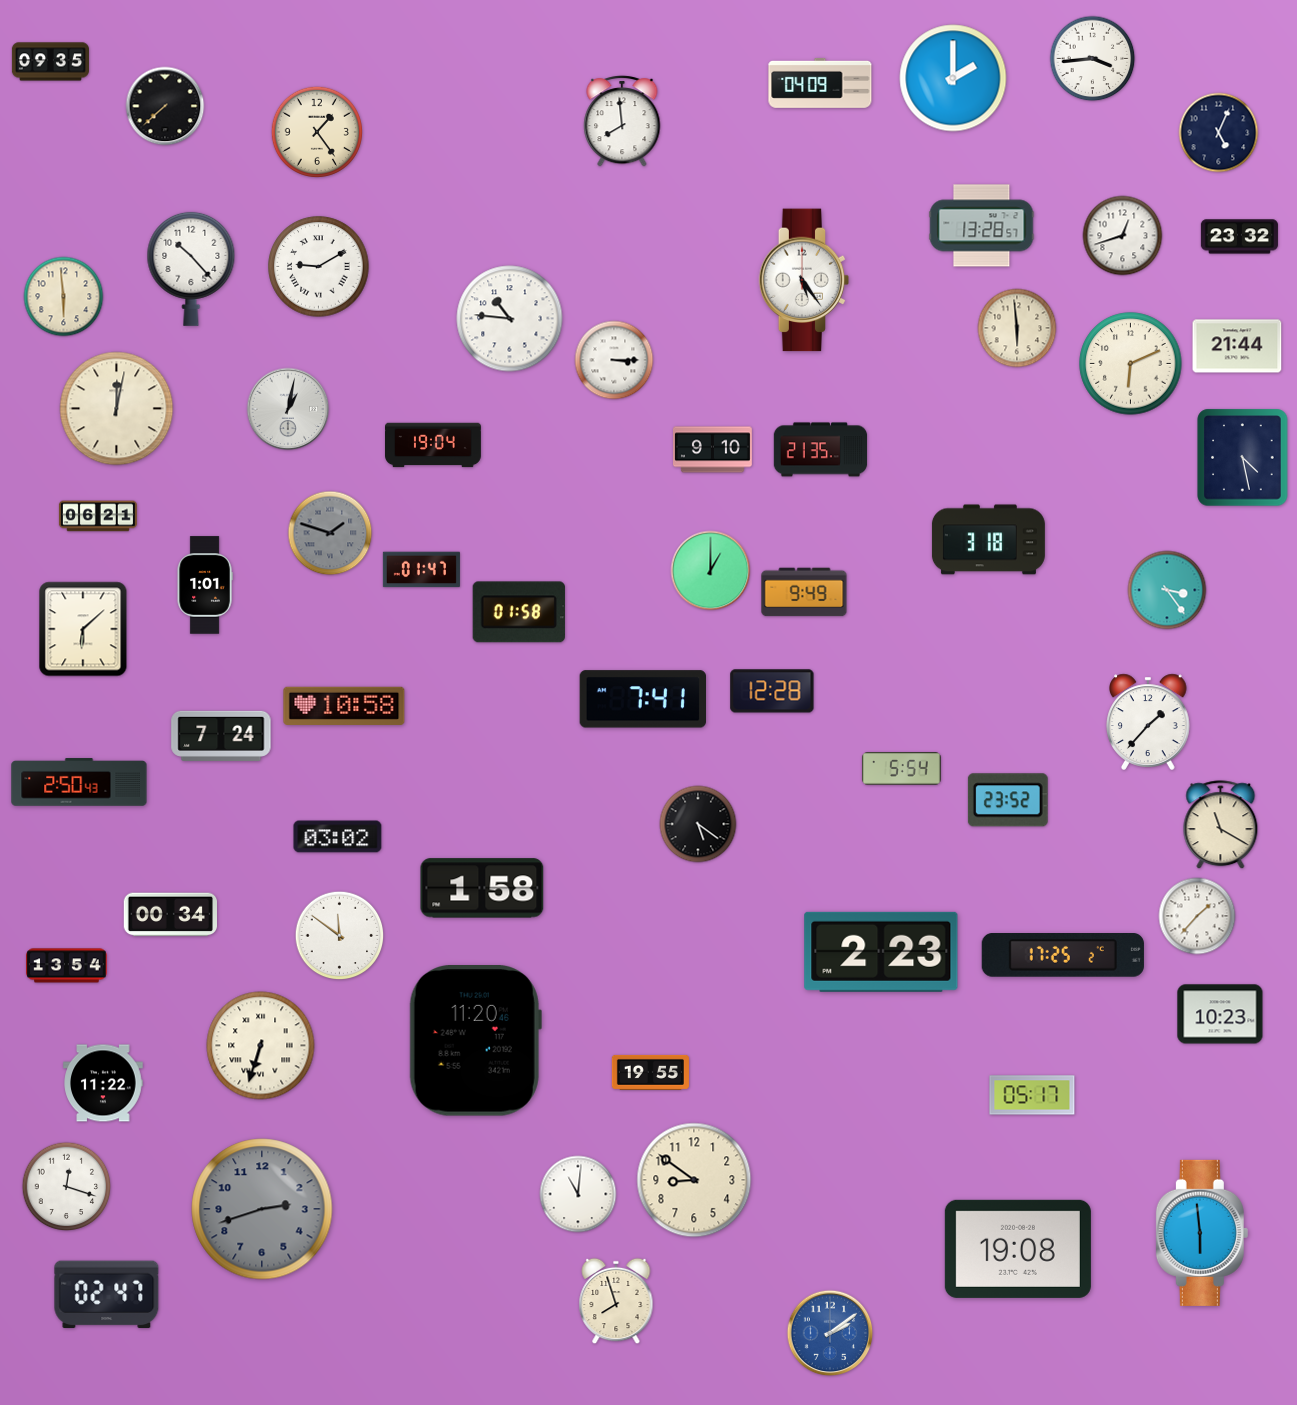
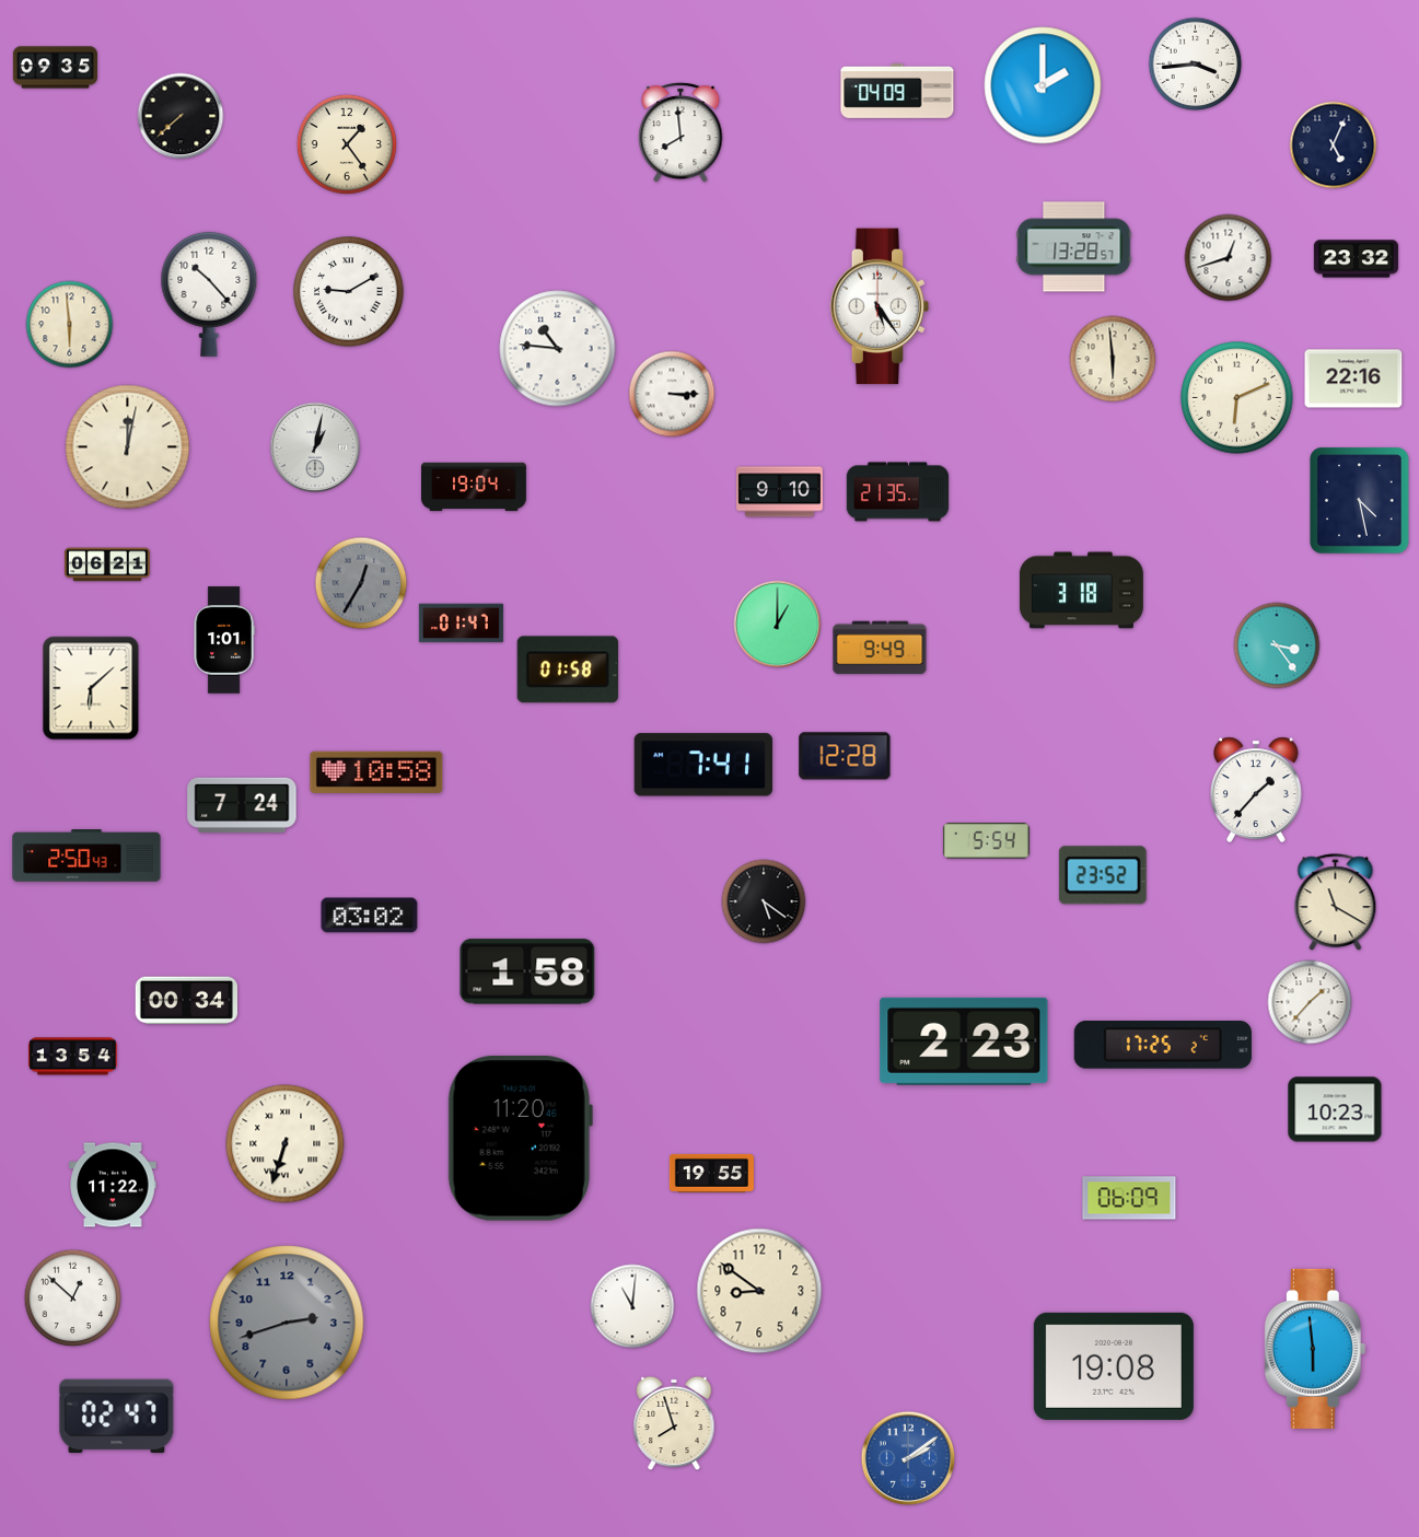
clock at (1237, 346): 21:44 -> 22:16
clock at (330, 533): 1:48 -> 12:35
clock at (340, 936): 11:51 -> none
clock at (1032, 1095): 05:17 -> 06:09
clock at (67, 1187): 12:18 -> 12:52
